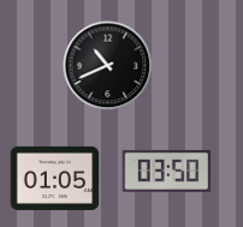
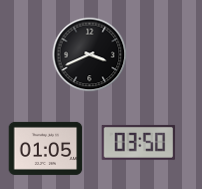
clock at (108, 66): 10:41 -> 3:41
